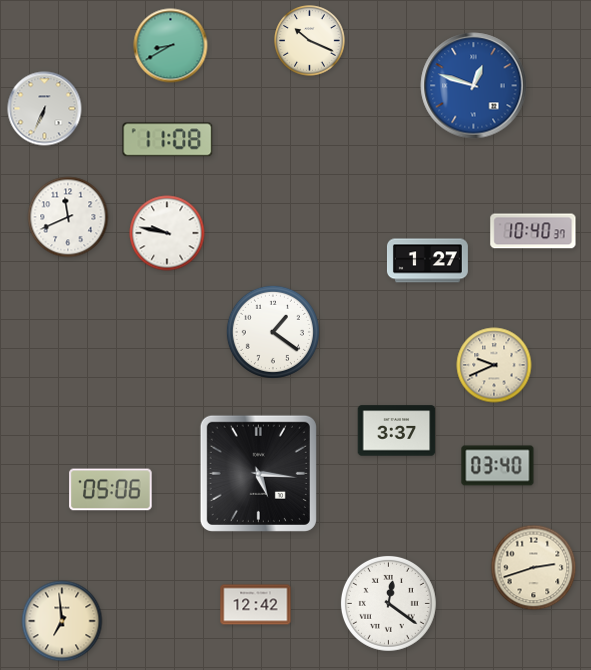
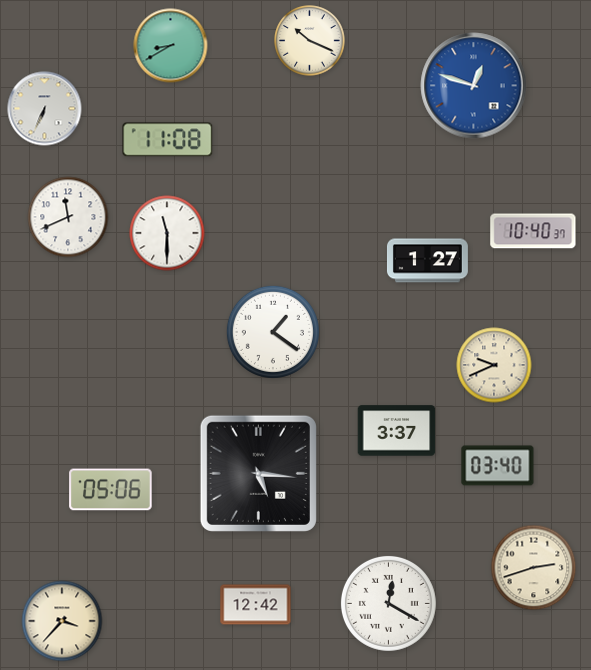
clock at (167, 233): 9:47 -> 11:30
clock at (388, 603): 12:21 -> 12:20
clock at (62, 621): 6:59 -> 3:37
